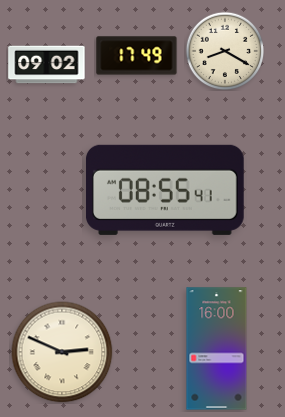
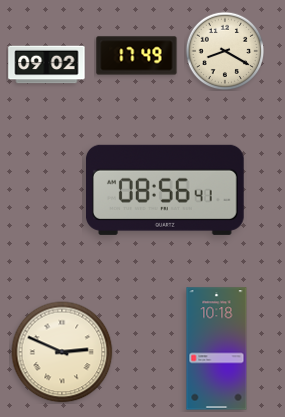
clock at (165, 190): 08:55 -> 08:56
clock at (217, 349): 16:00 -> 10:18
